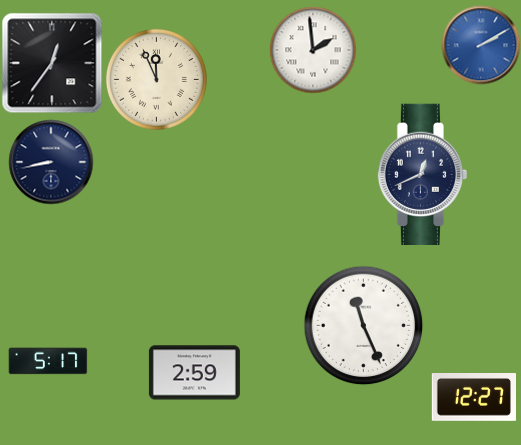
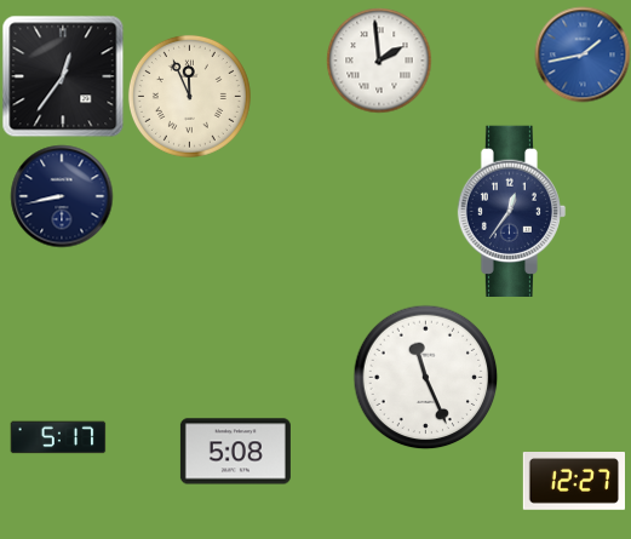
clock at (481, 45): 2:10 -> 1:43
clock at (423, 174): 12:41 -> 12:36
clock at (363, 325) position: (363, 325) -> (425, 377)
clock at (194, 373): 2:59 -> 5:08
